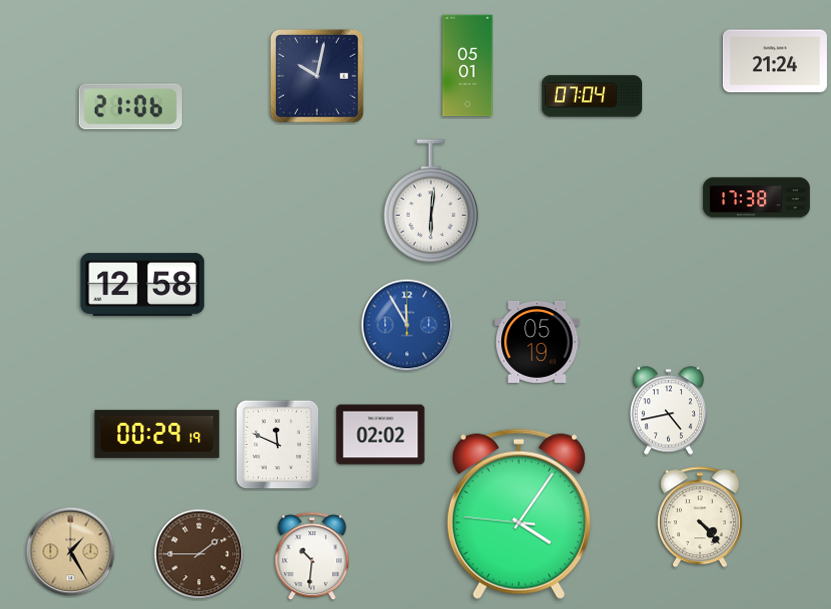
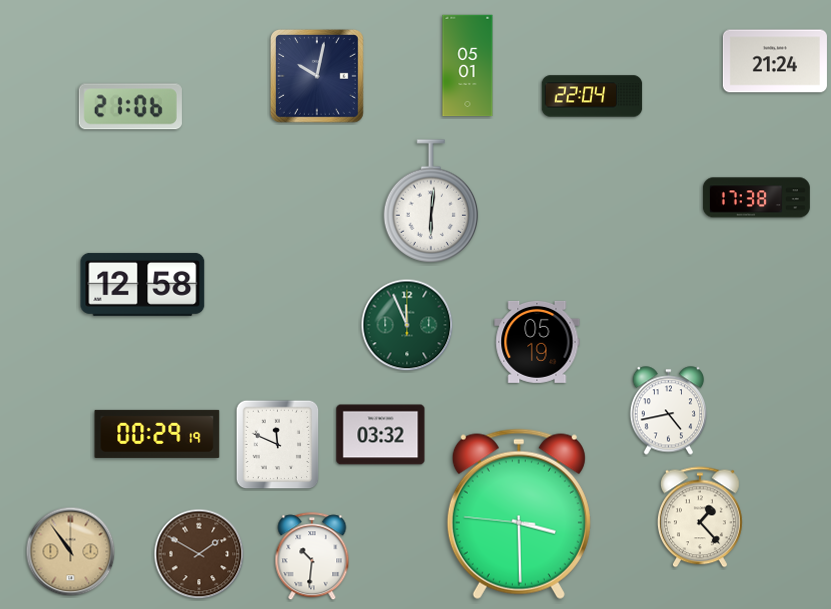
clock at (592, 96): 07:04 -> 22:04
clock at (407, 325): 11:55 -> 11:56
clock at (407, 325) dial: blue -> green
clock at (381, 435): 02:02 -> 03:32
clock at (519, 514): 4:05 -> 3:29
clock at (700, 517): 4:23 -> 1:23
clock at (71, 552): 1:25 -> 10:54
clock at (199, 554): 1:45 -> 1:50
